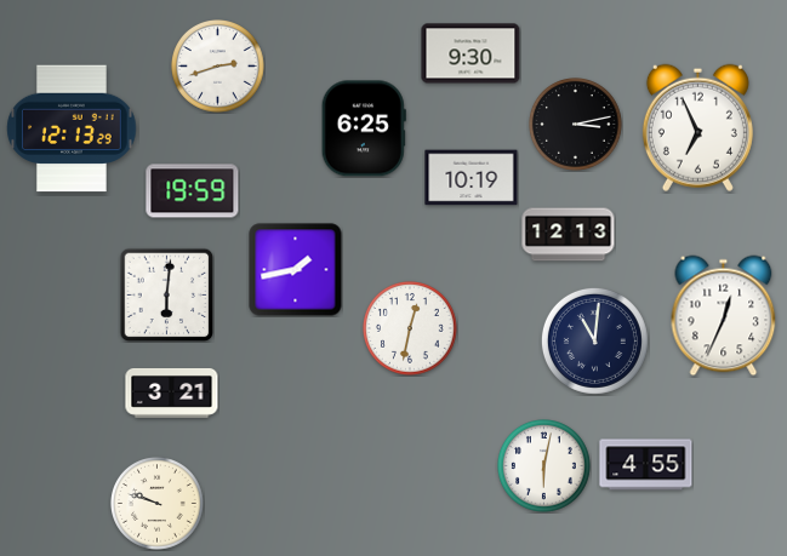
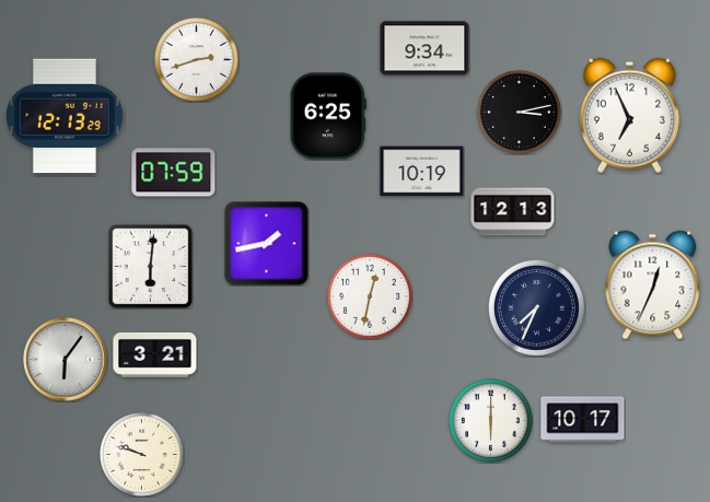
clock at (471, 53): 9:30 -> 9:34
clock at (472, 178) position: (472, 178) -> (422, 172)
clock at (193, 191): 19:59 -> 07:59
clock at (594, 340): 11:01 -> 7:34
clock at (66, 360): none -> 6:06
clock at (646, 465): 4:55 -> 10:17
clock at (544, 466): 6:02 -> 6:00
